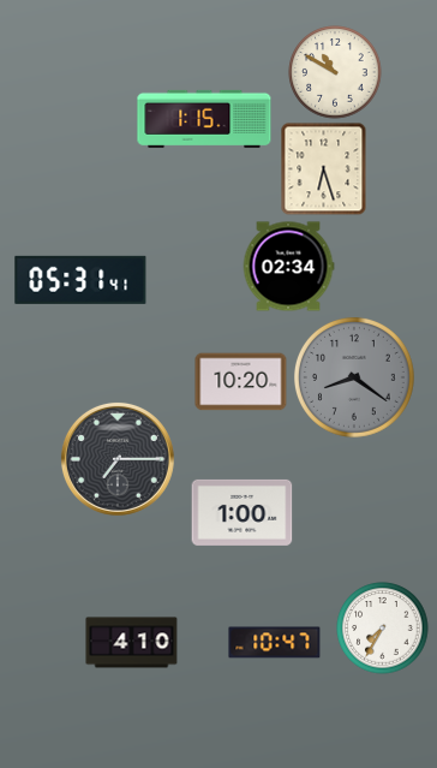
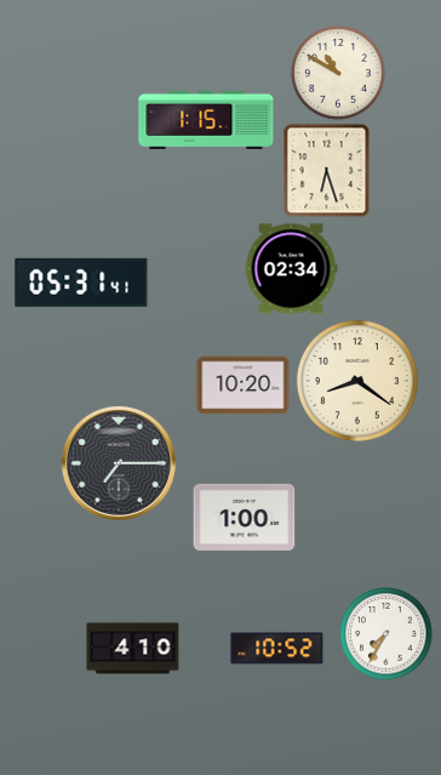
clock at (354, 377) dial: grey -> cream
clock at (275, 643): 10:47 -> 10:52
